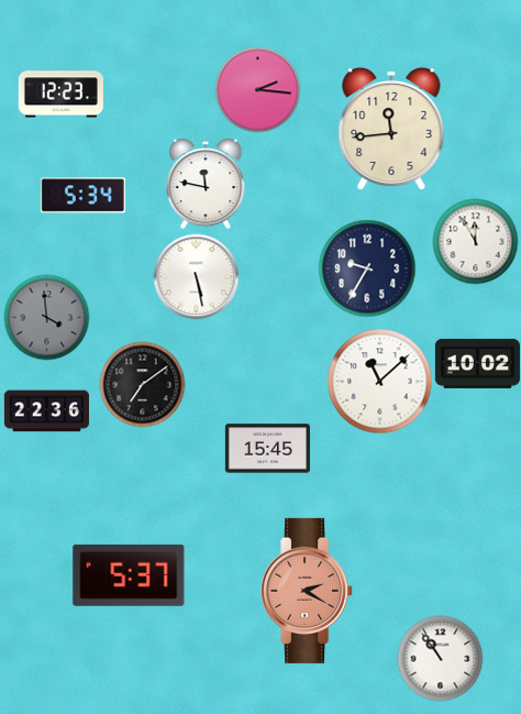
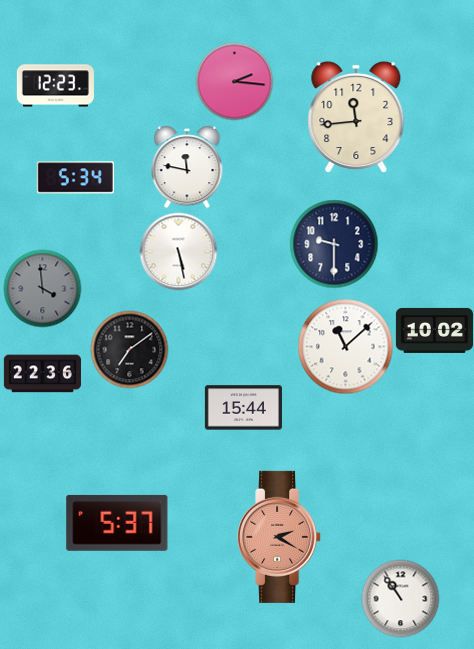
clock at (475, 241): 11:55 -> none
clock at (367, 268): 9:35 -> 9:30
clock at (267, 449): 15:45 -> 15:44
